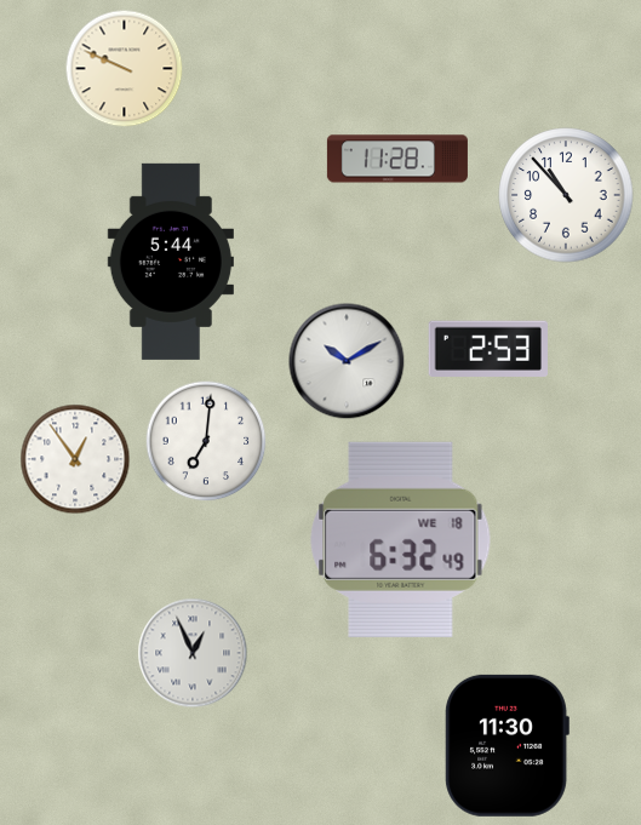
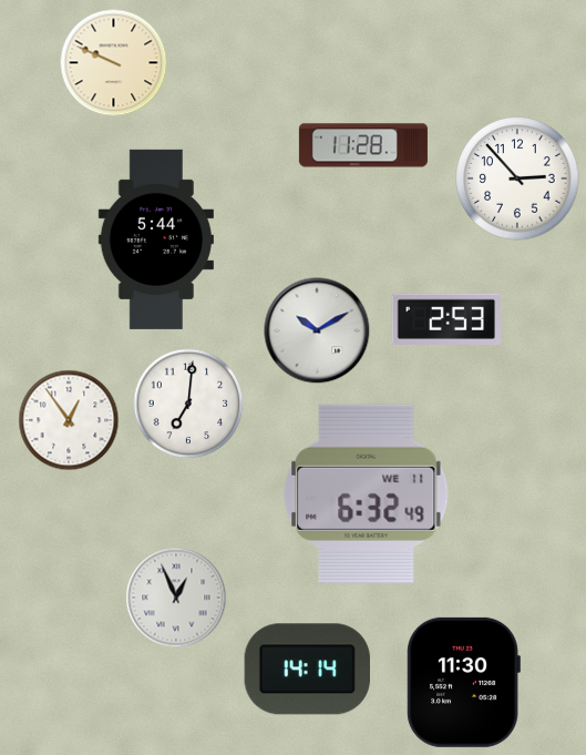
clock at (566, 195): 10:53 -> 2:53
clock at (401, 539) date: WE 18 -> WE 11
clock at (307, 670): none -> 14:14
